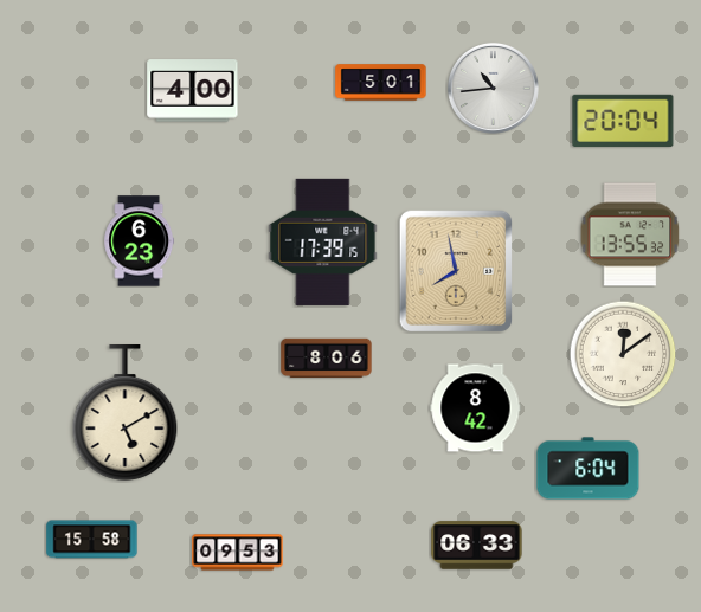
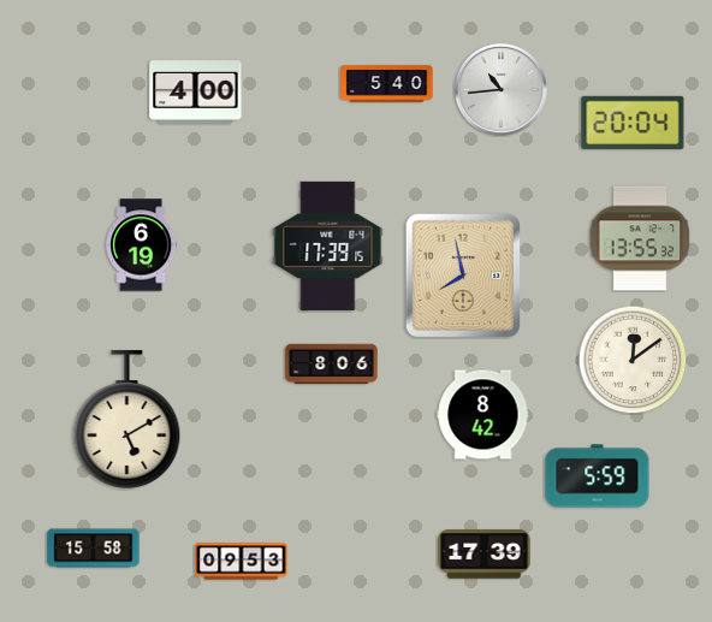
clock at (381, 83): 5:01 -> 5:40
clock at (140, 241): 6:23 -> 6:19
clock at (589, 469): 6:04 -> 5:59
clock at (477, 546): 06:33 -> 17:39
